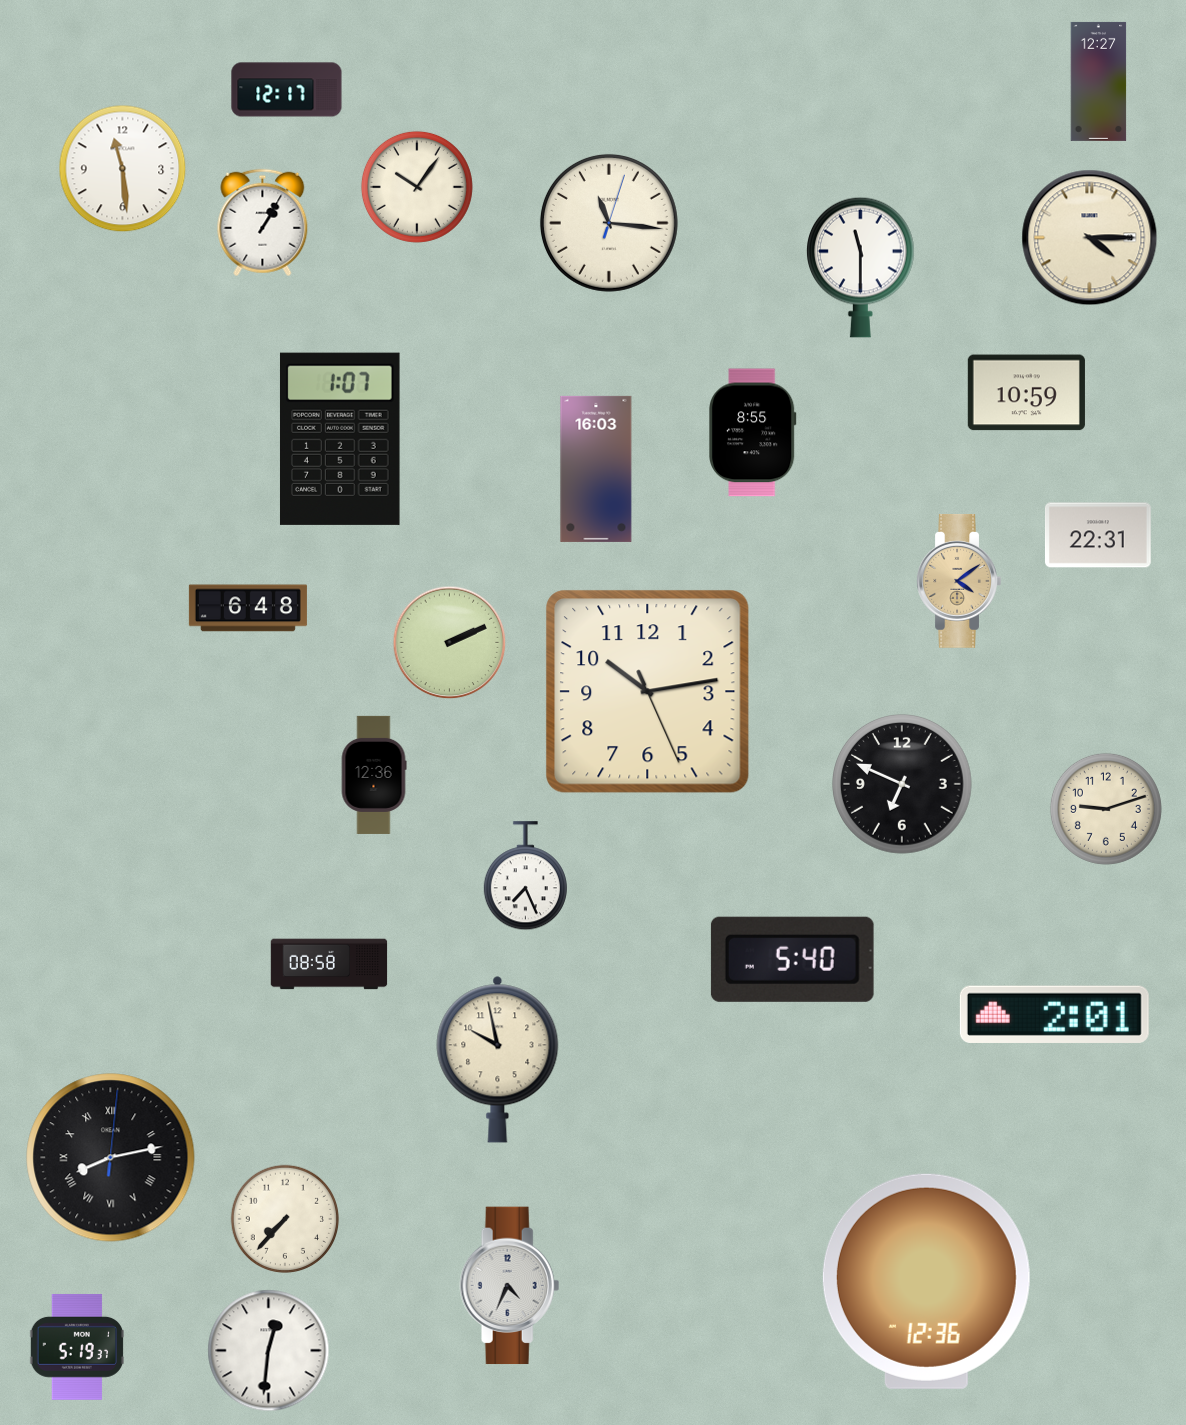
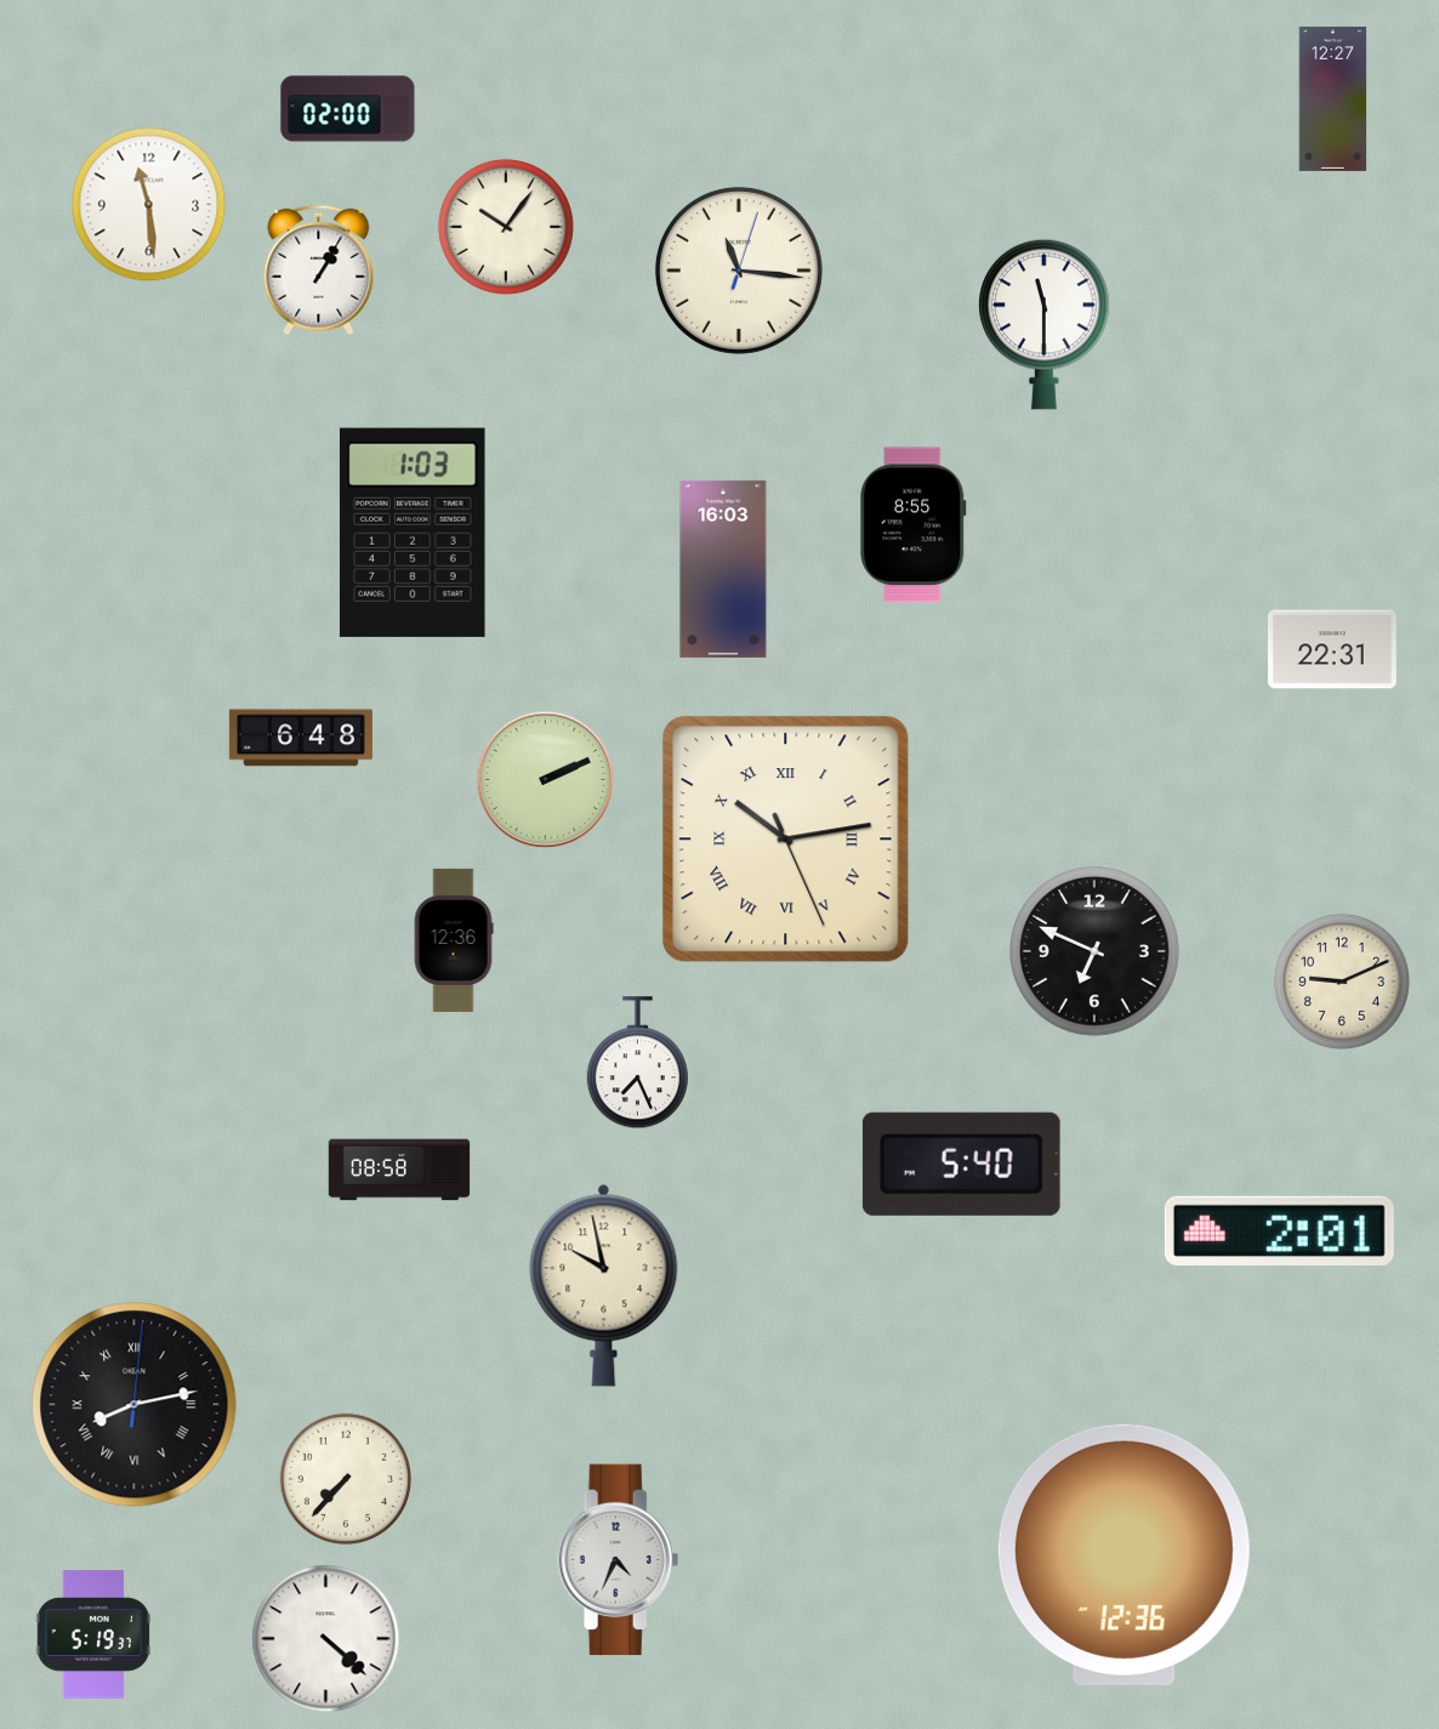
clock at (287, 90): 12:17 -> 02:00
clock at (1090, 238): 4:15 -> none
clock at (1026, 393): 10:59 -> none
clock at (340, 439): 1:07 -> 1:03
clock at (959, 581): 4:09 -> none
clock at (648, 692) numerals: Arabic -> Roman
clock at (1106, 809): 9:12 -> 9:11
clock at (269, 1351): 12:31 -> 4:22
